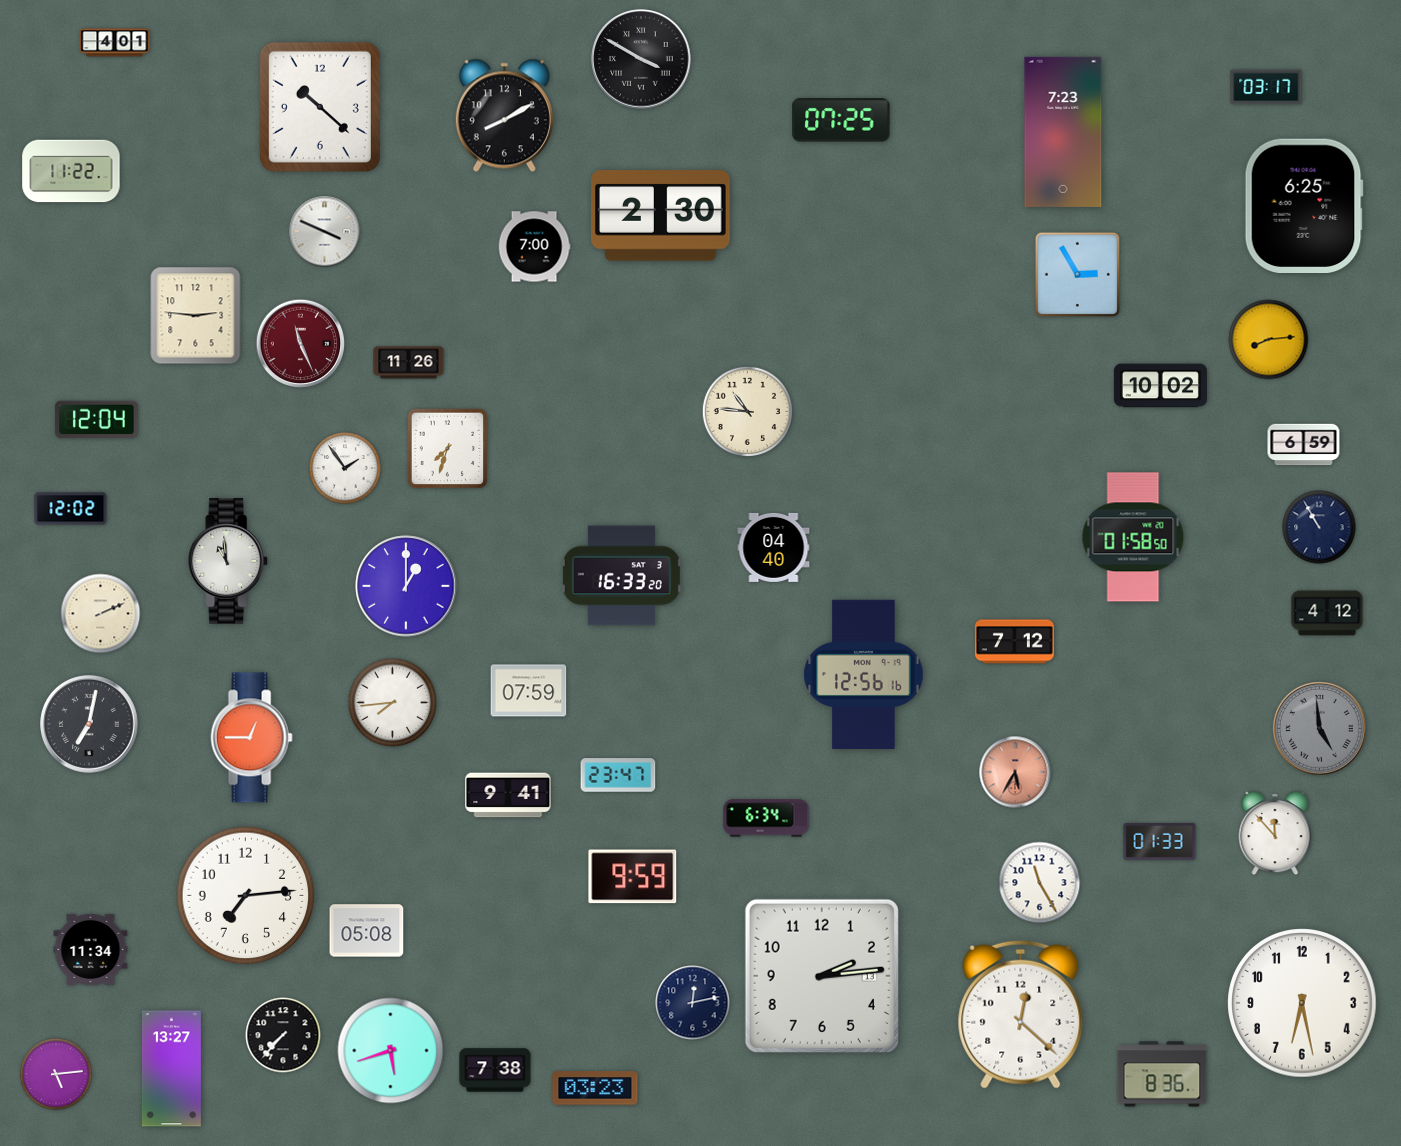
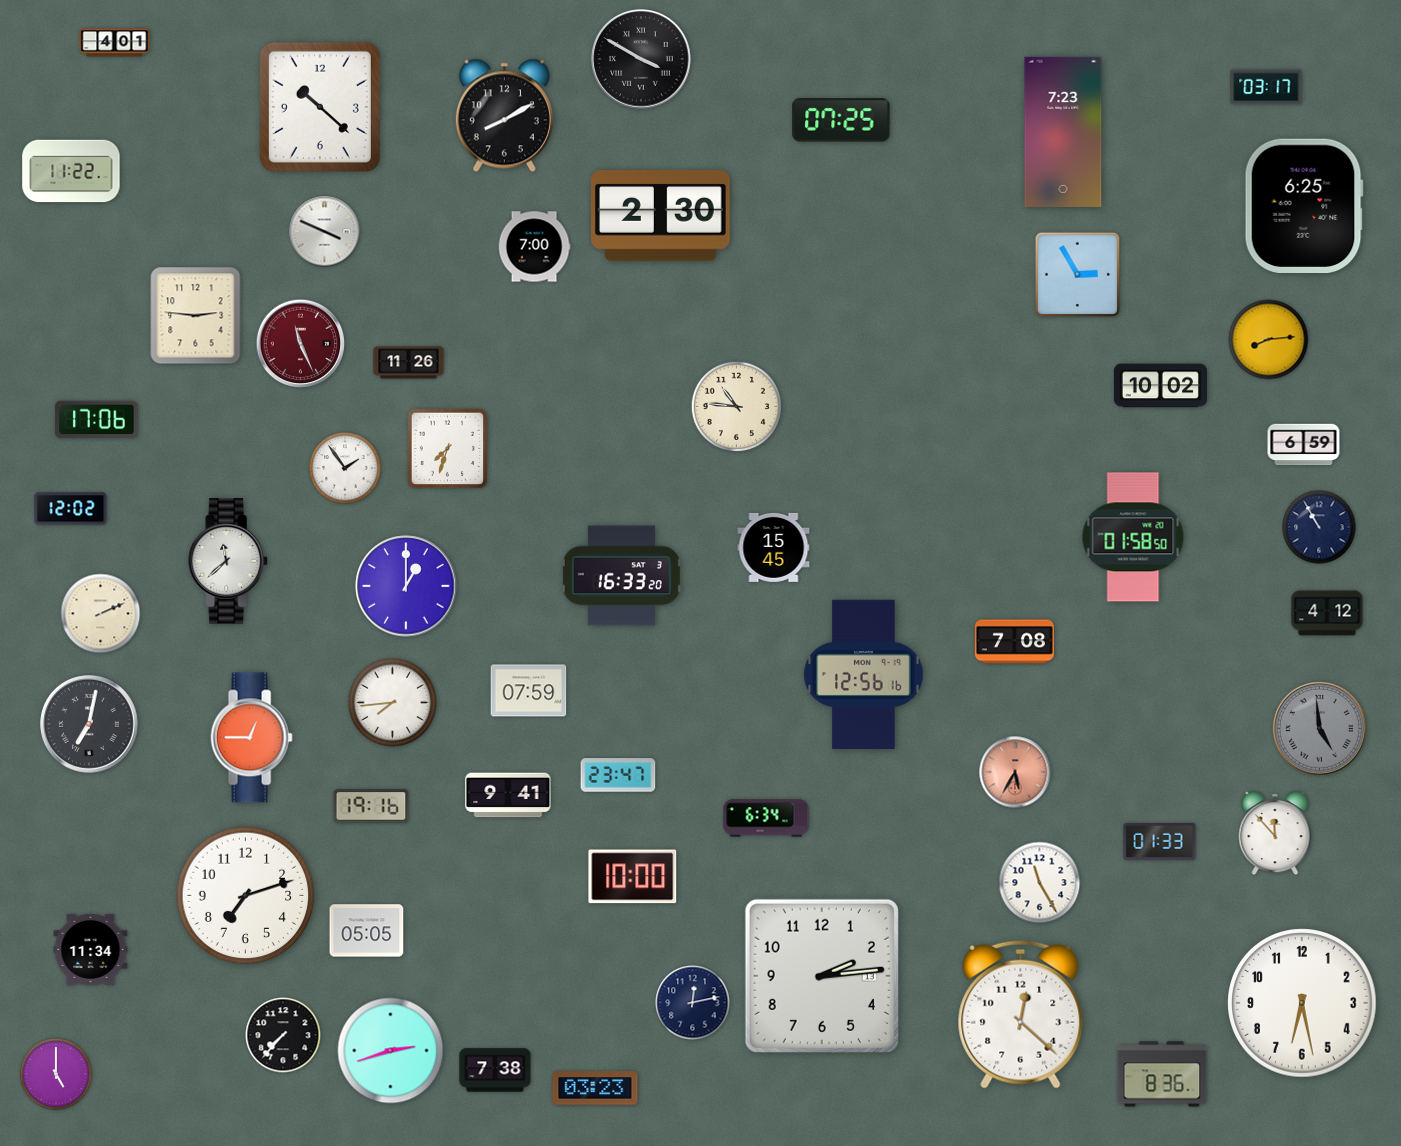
clock at (747, 411) position: (747, 411) -> (736, 406)
clock at (97, 420): 12:04 -> 17:06
clock at (774, 547): 04:40 -> 15:45
clock at (228, 561): 10:59 -> 11:38
clock at (1014, 642): 7:12 -> 7:08
clock at (371, 806): none -> 19:16
clock at (633, 877): 9:59 -> 10:00
clock at (246, 896): 7:14 -> 7:12
clock at (367, 931): 05:08 -> 05:05
clock at (391, 1051): 5:42 -> 2:42
clock at (171, 1069): 13:27 -> none
clock at (56, 1074): 5:14 -> 5:00
